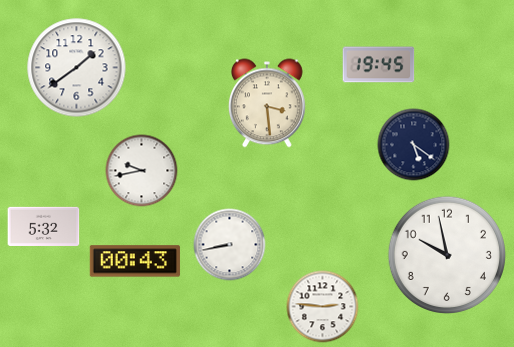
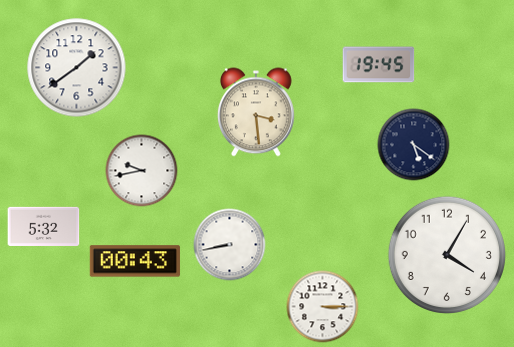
clock at (267, 103) position: (267, 103) -> (256, 112)
clock at (446, 254): 9:58 -> 4:05
clock at (323, 307): 2:46 -> 3:15
